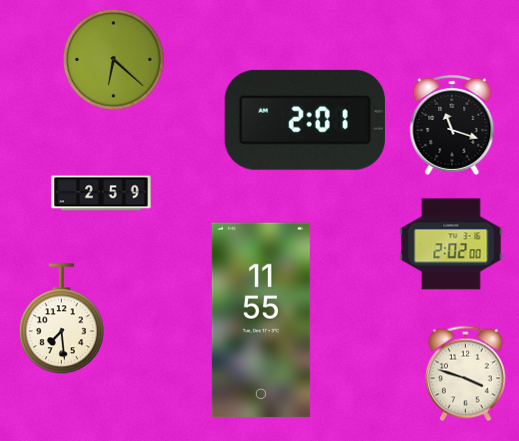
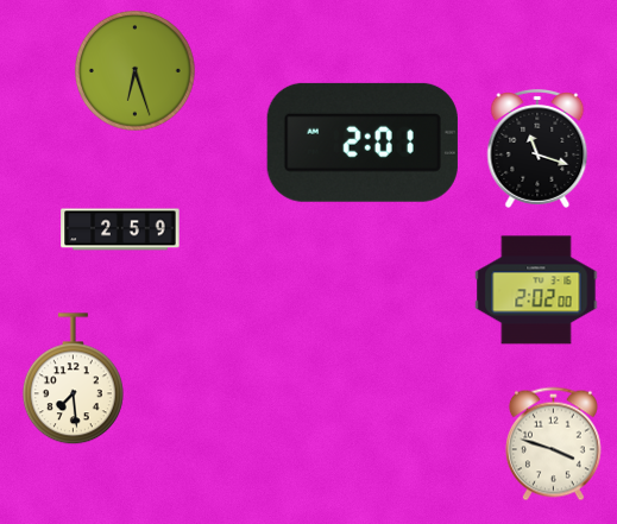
clock at (114, 60): 6:22 -> 6:27
clock at (261, 320): 11:55 -> none
